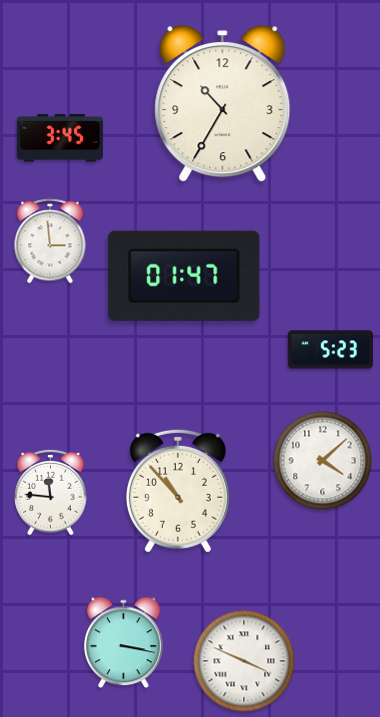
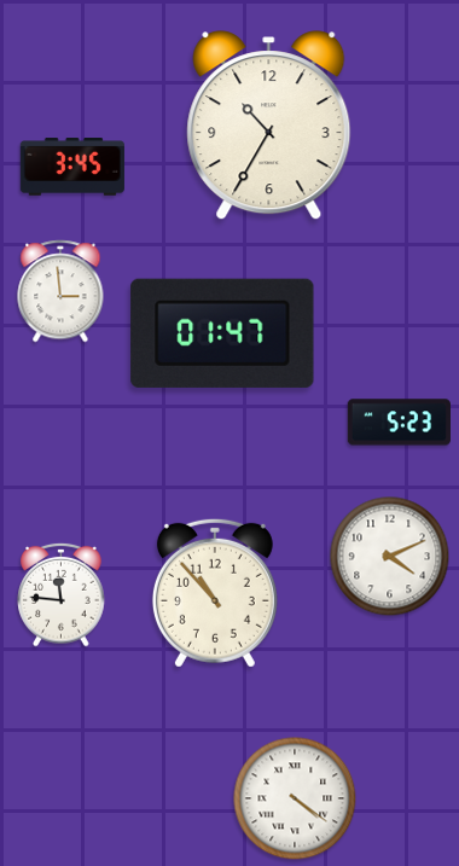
clock at (323, 461): 4:08 -> 4:11
clock at (124, 643): 3:17 -> none
clock at (244, 661): 3:49 -> 4:21
